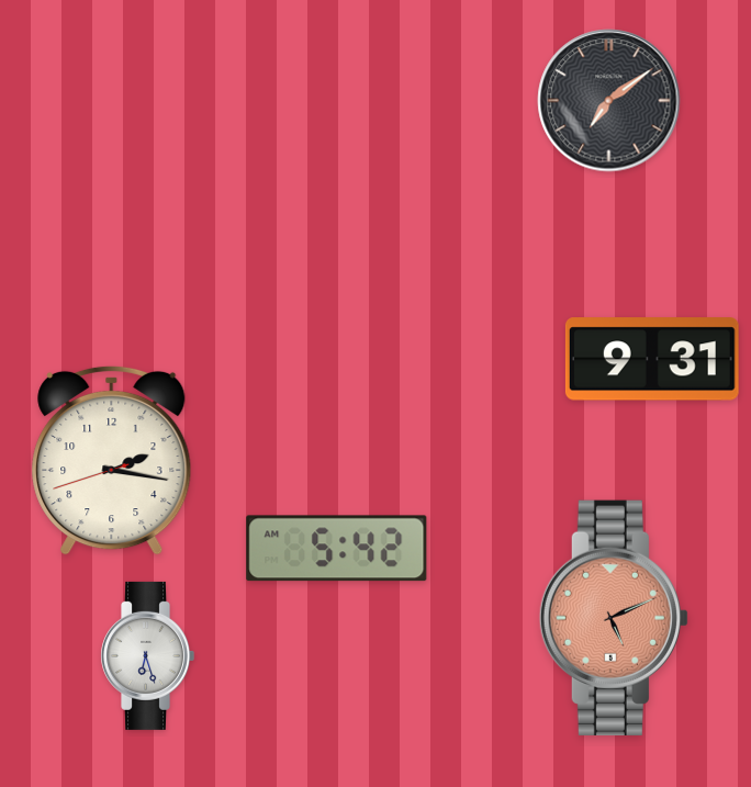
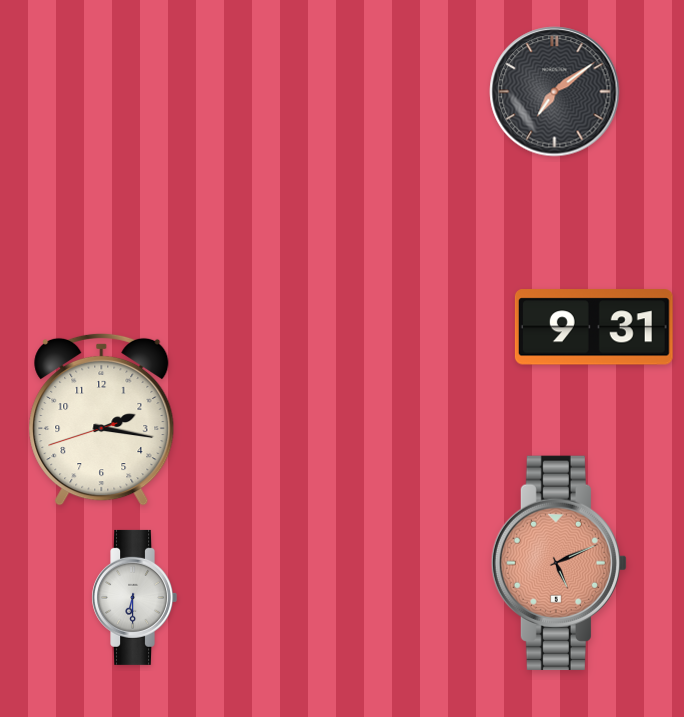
clock at (337, 549): 5:42 -> none
clock at (147, 655): 6:27 -> 6:30
